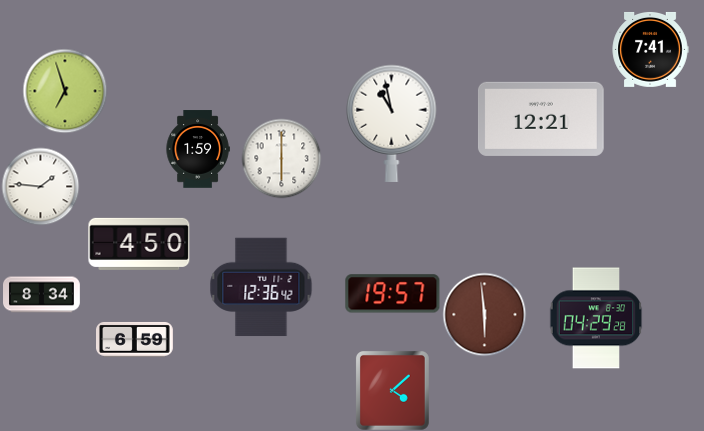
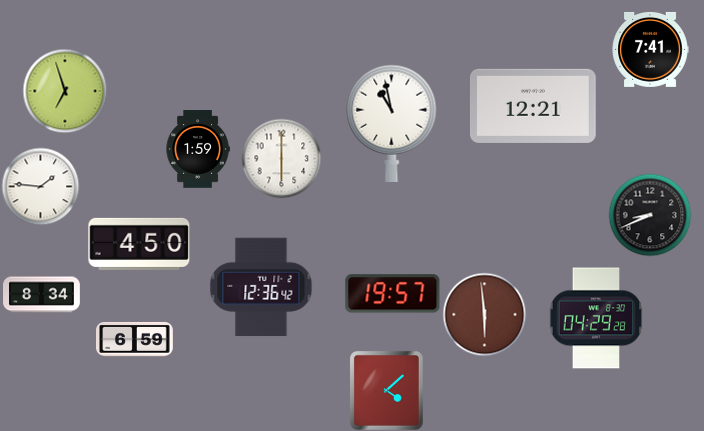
clock at (541, 119) position: (541, 119) -> (533, 106)
clock at (650, 215): none -> 8:41
clock at (392, 390) position: (392, 390) -> (386, 390)
